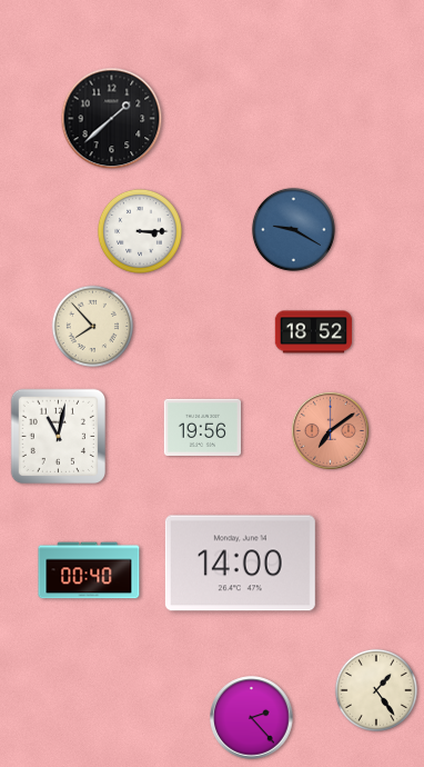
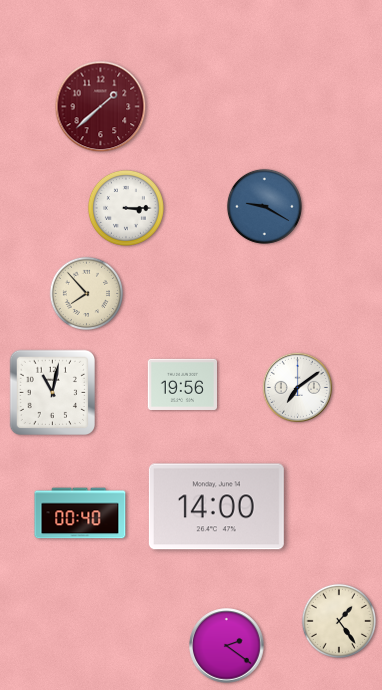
clock at (112, 119) dial: black -> burgundy
clock at (92, 326) position: (92, 326) -> (86, 293)
clock at (314, 332): 18:52 -> none
clock at (330, 430) dial: salmon -> white
clock at (252, 718): 2:23 -> 2:21
